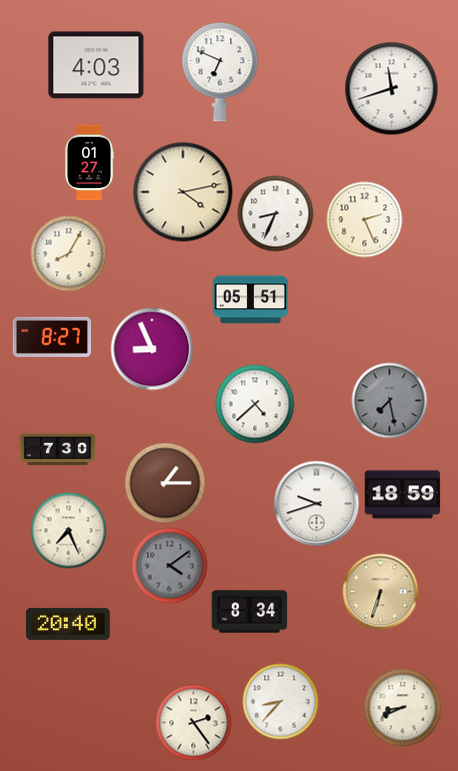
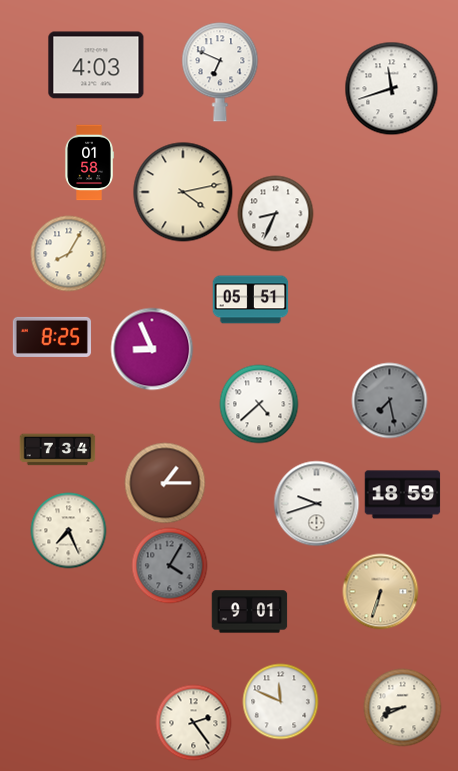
clock at (89, 163): 01:27 -> 01:58
clock at (365, 220): 2:26 -> none
clock at (51, 337): 8:27 -> 8:25
clock at (255, 404) position: (255, 404) -> (259, 404)
clock at (58, 450): 7:30 -> 7:34
clock at (170, 566): 4:09 -> 4:05
clock at (250, 612): 8:34 -> 9:01
clock at (69, 624): 20:40 -> none
clock at (281, 702): 8:37 -> 11:49
